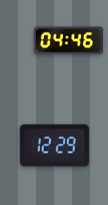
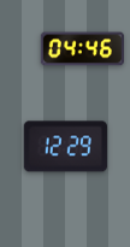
clock at (54, 146) position: (54, 146) -> (65, 147)
